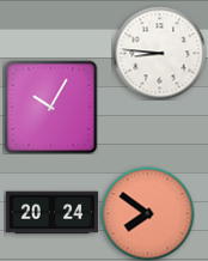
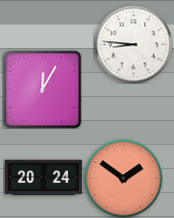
clock at (50, 107): 10:05 -> 12:05
clock at (147, 213): 7:51 -> 1:51
